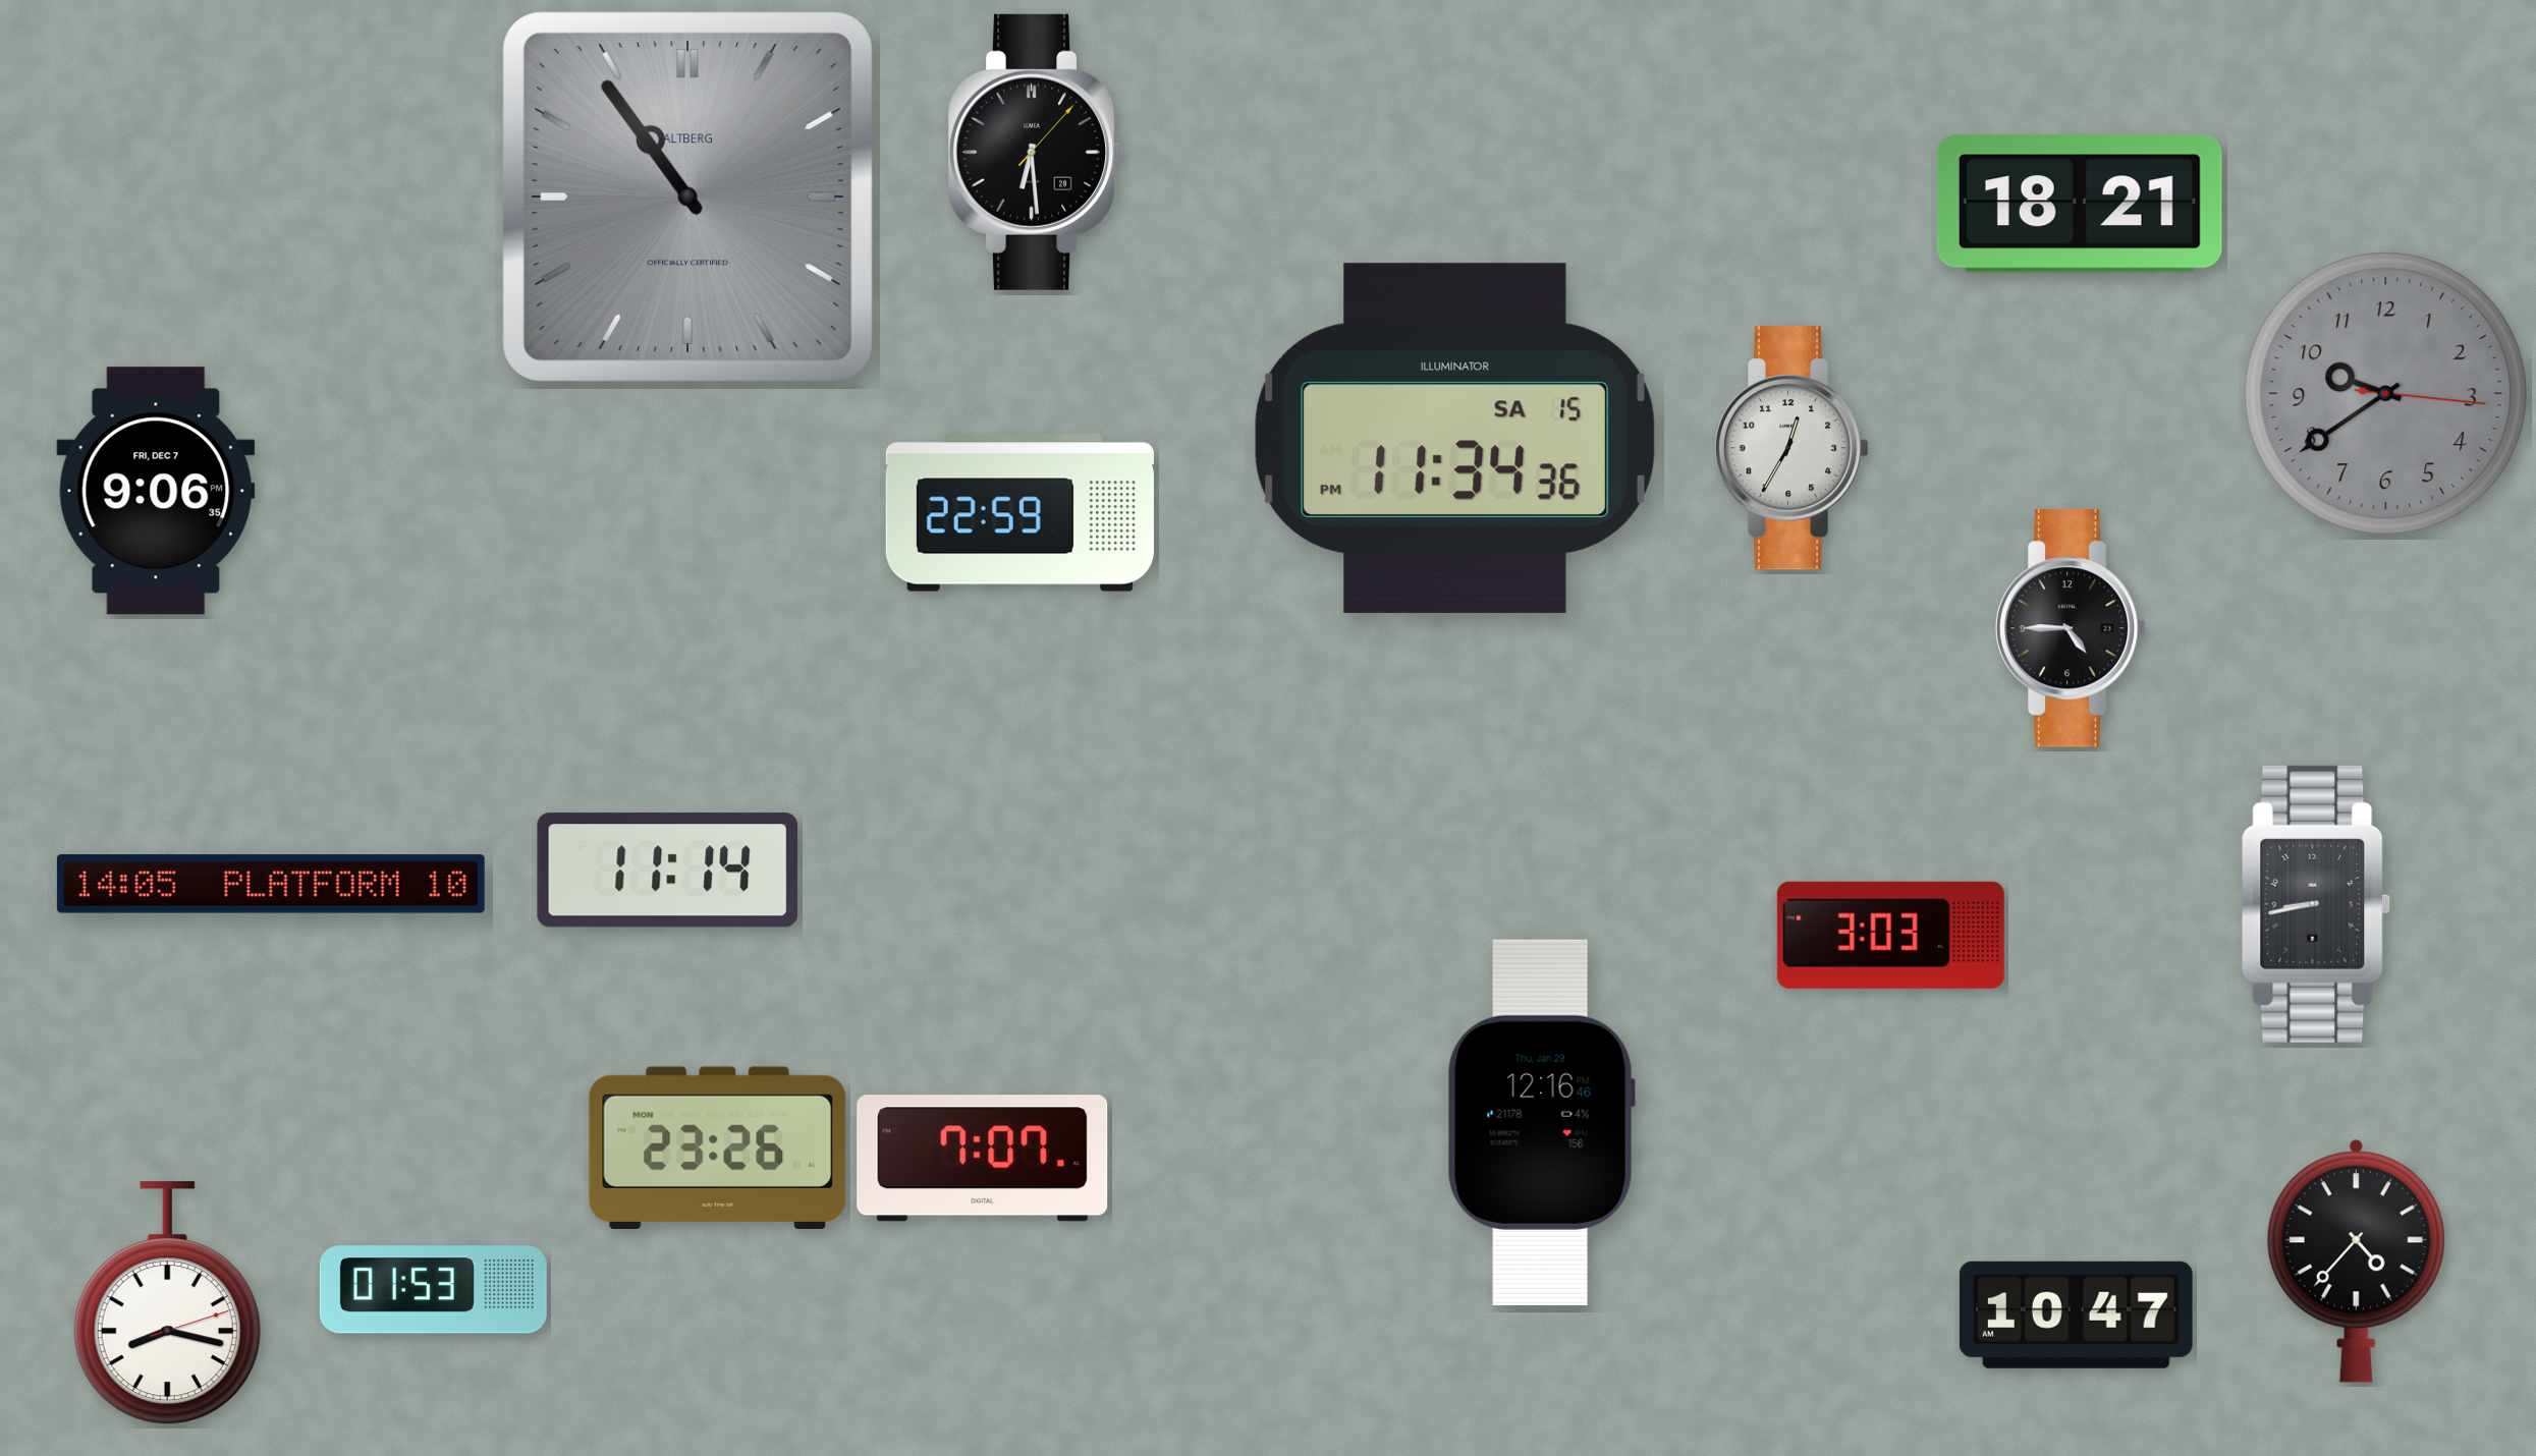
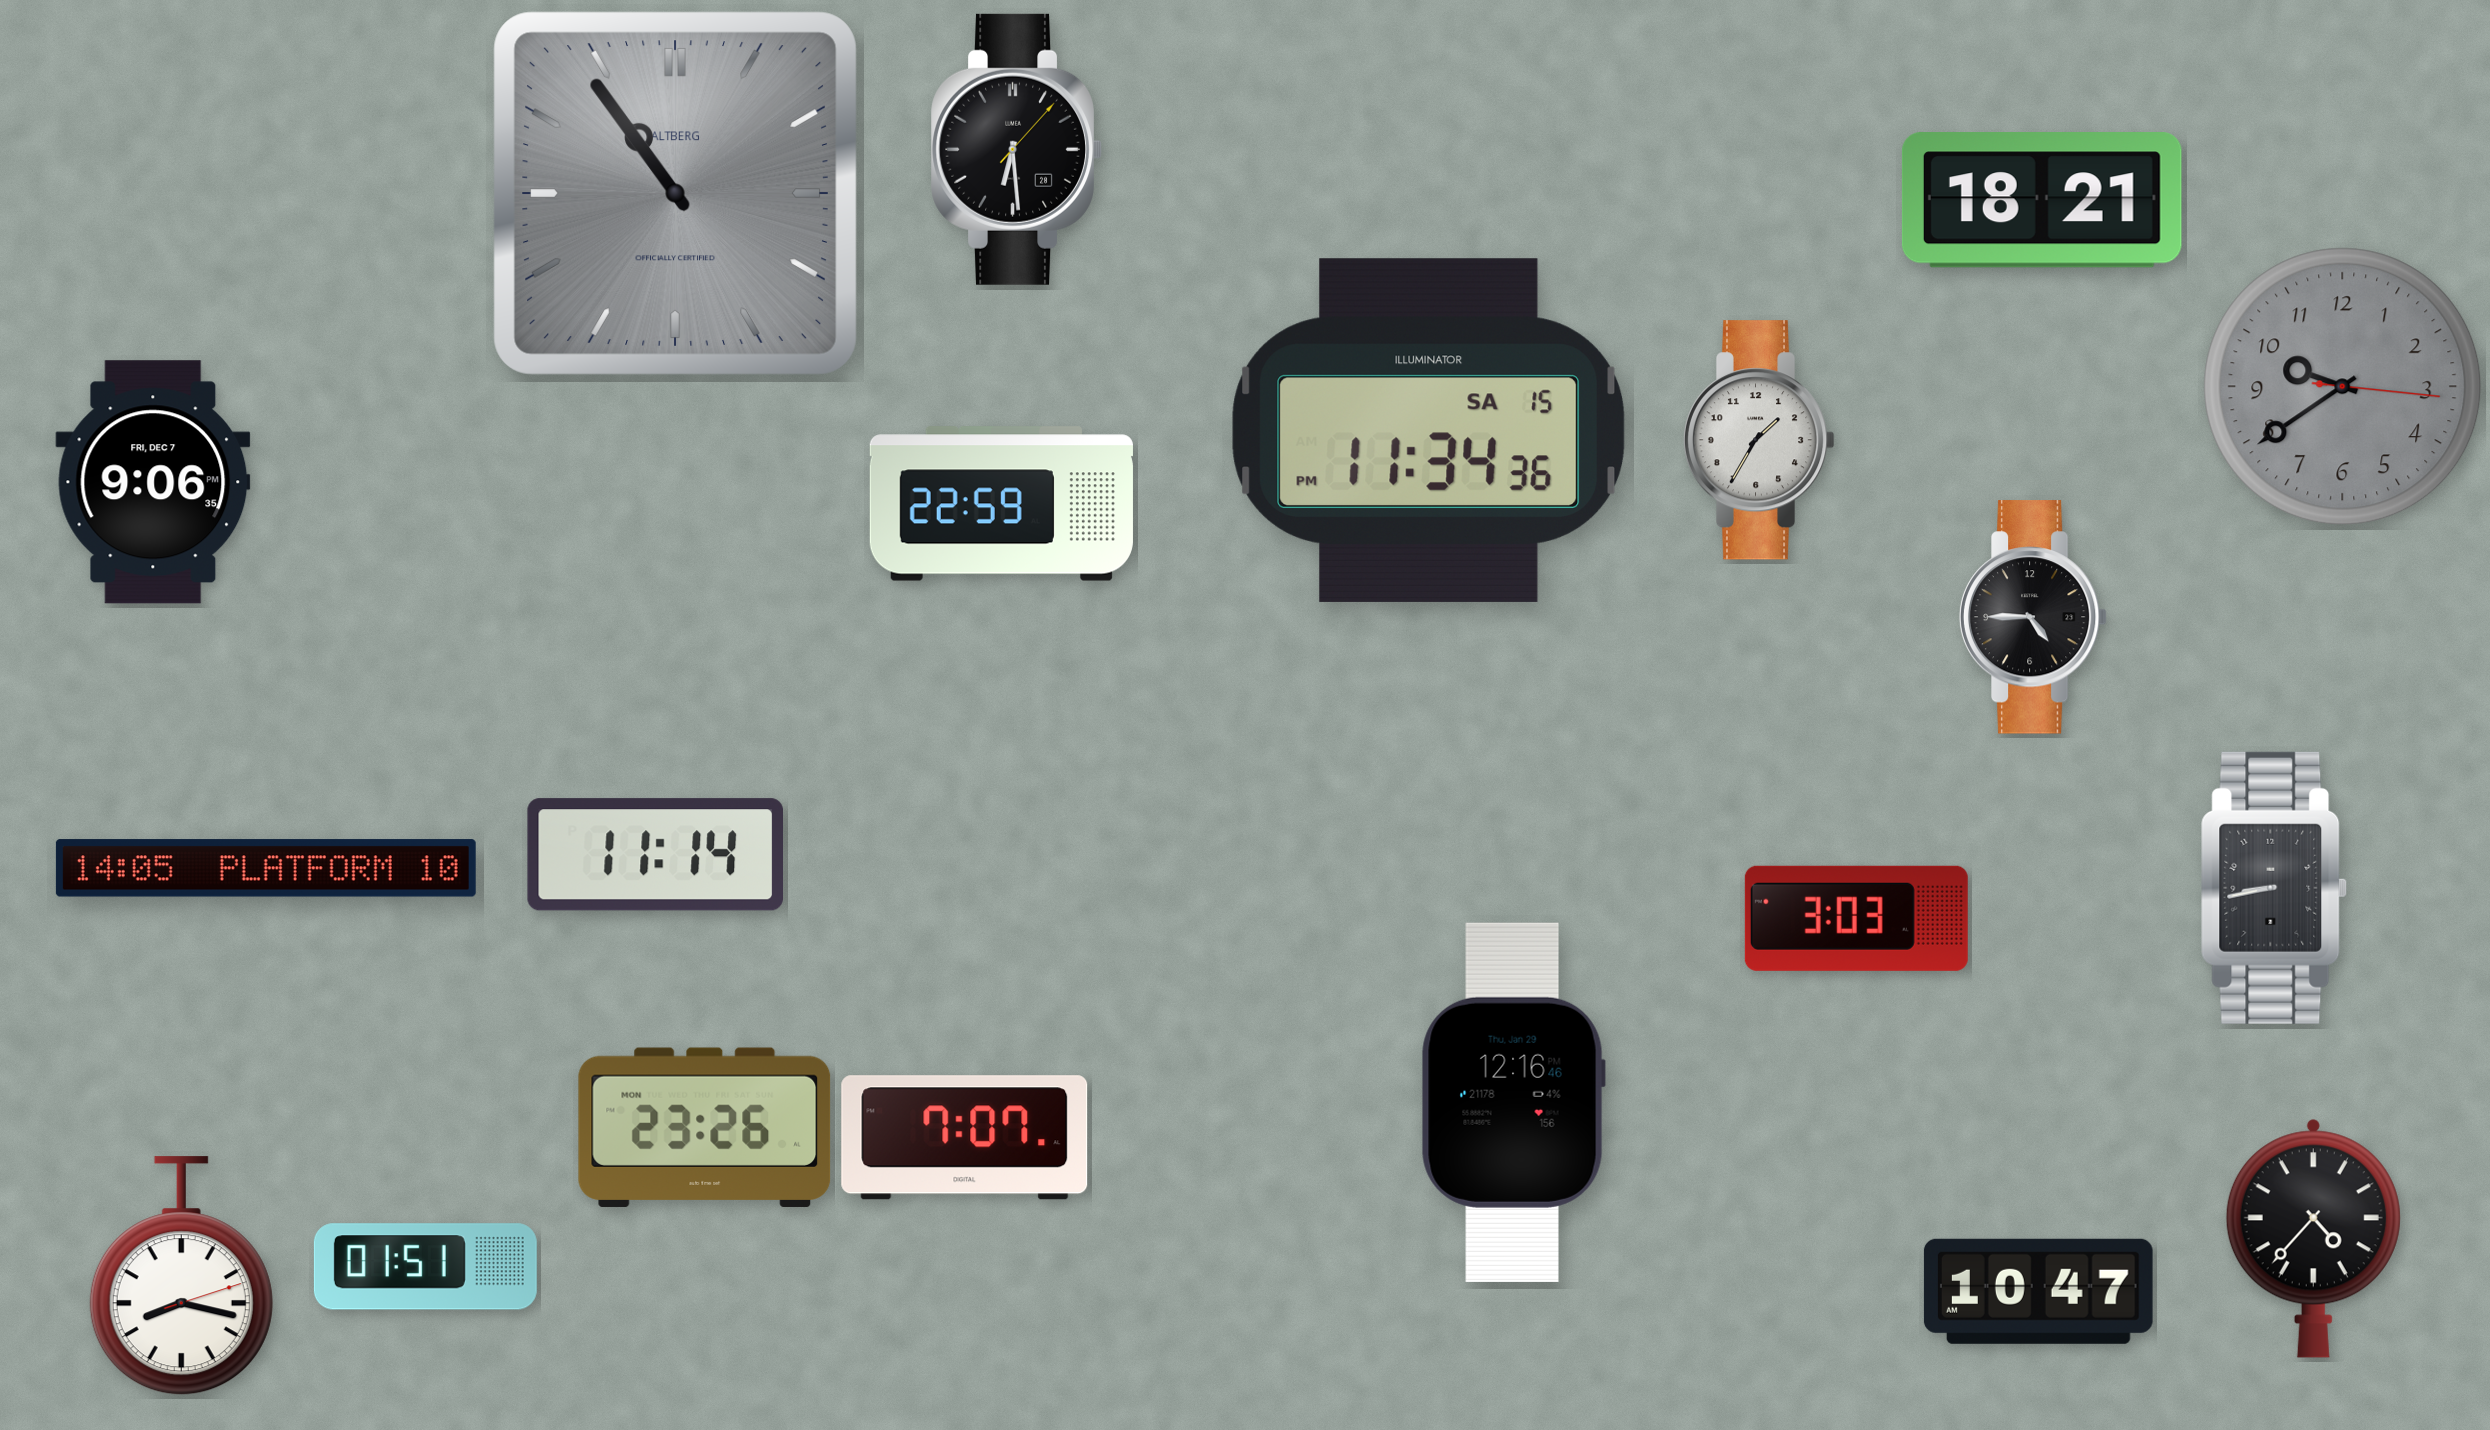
clock at (1791, 448): 12:35 -> 1:35
clock at (433, 1290): 01:53 -> 01:51
clock at (167, 1303) position: (167, 1303) -> (181, 1276)
